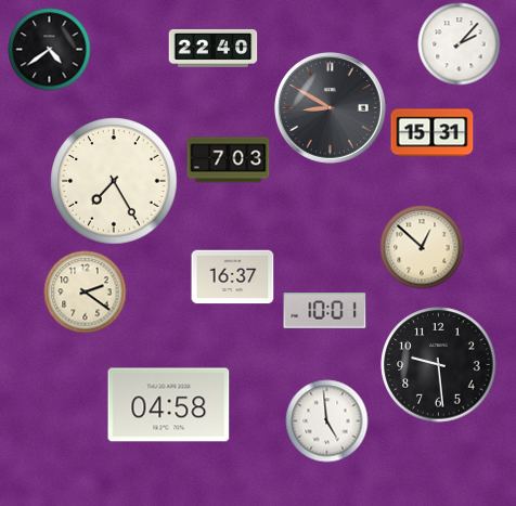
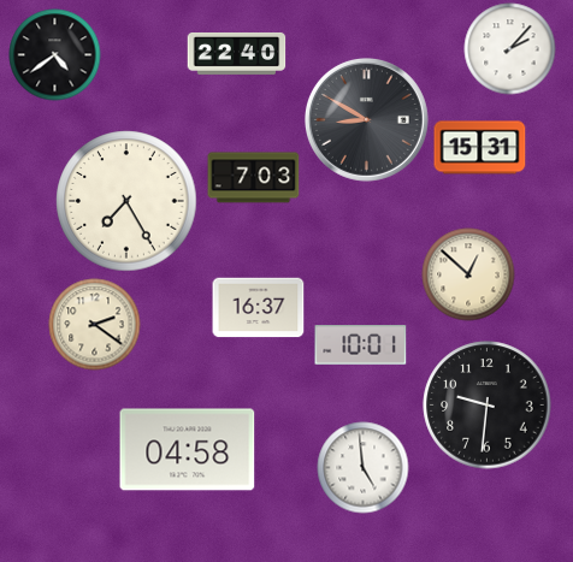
clock at (439, 365): 9:29 -> 9:31
